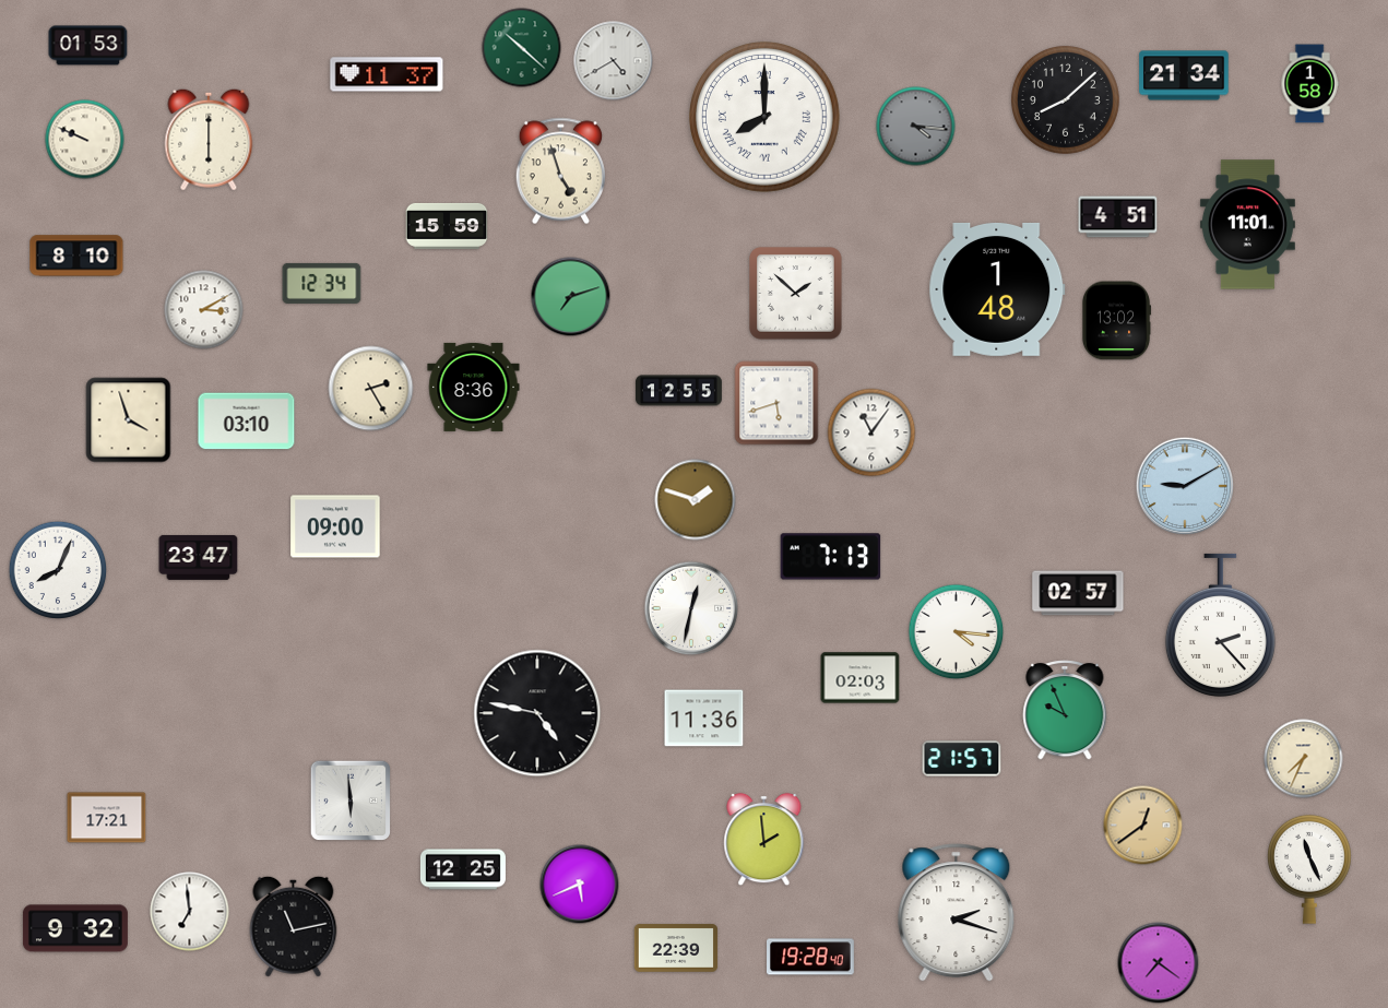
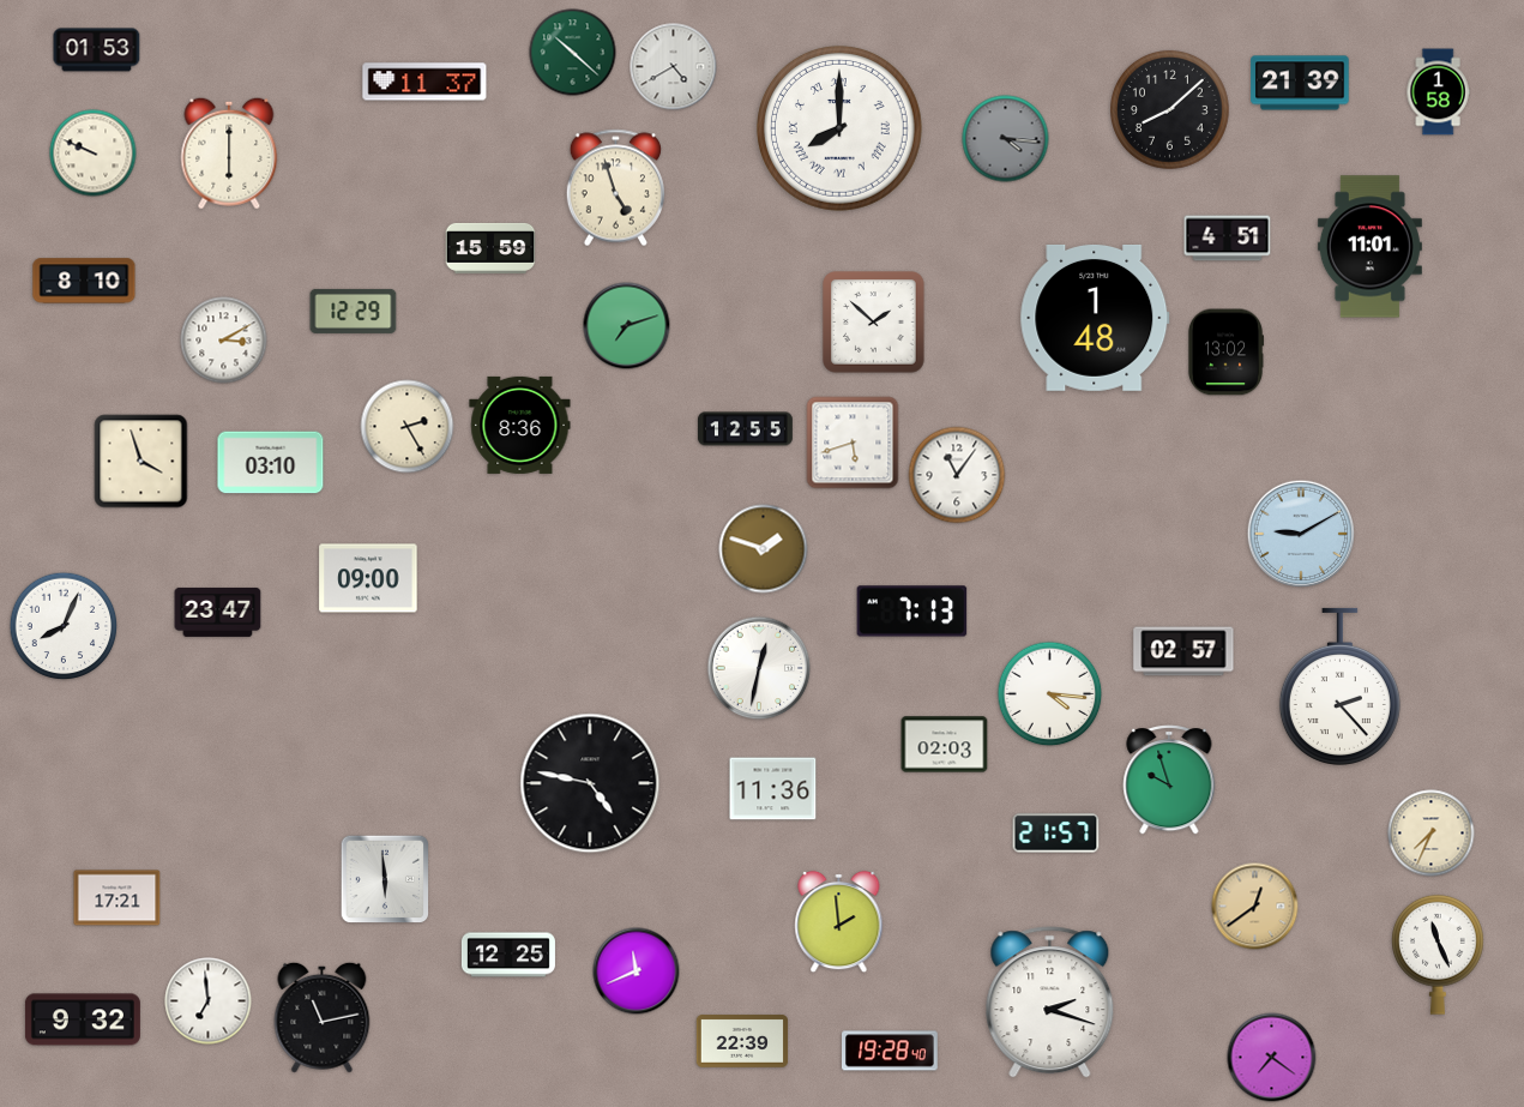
clock at (1184, 75): 21:34 -> 21:39
clock at (322, 283): 12:34 -> 12:29
clock at (1065, 711): 9:56 -> 9:57
clock at (580, 885): 5:41 -> 11:41
